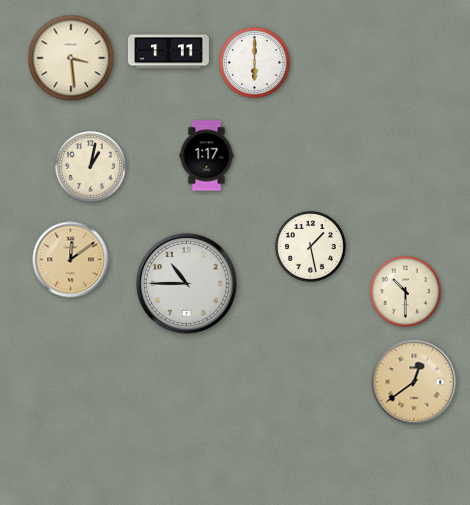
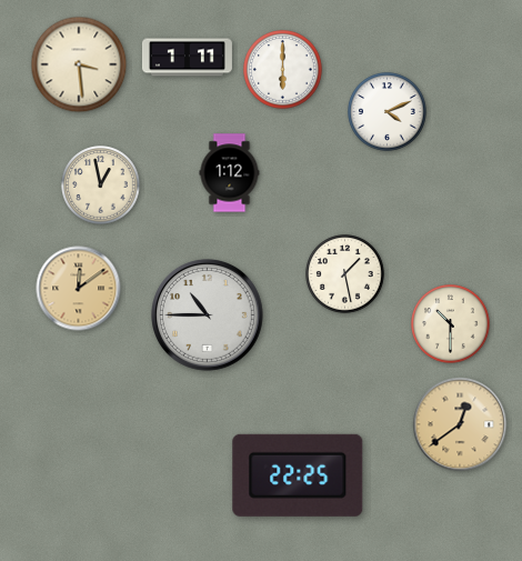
clock at (388, 112): none -> 4:11
clock at (207, 156): 1:17 -> 1:12
clock at (91, 167): 1:02 -> 12:58
clock at (298, 475): none -> 22:25
